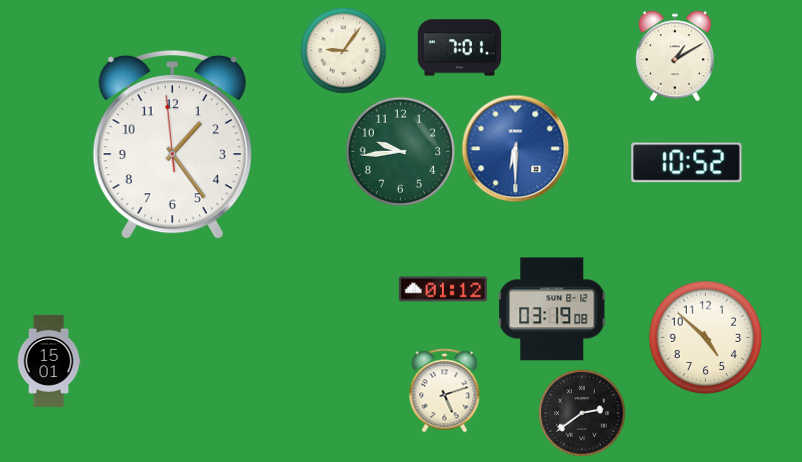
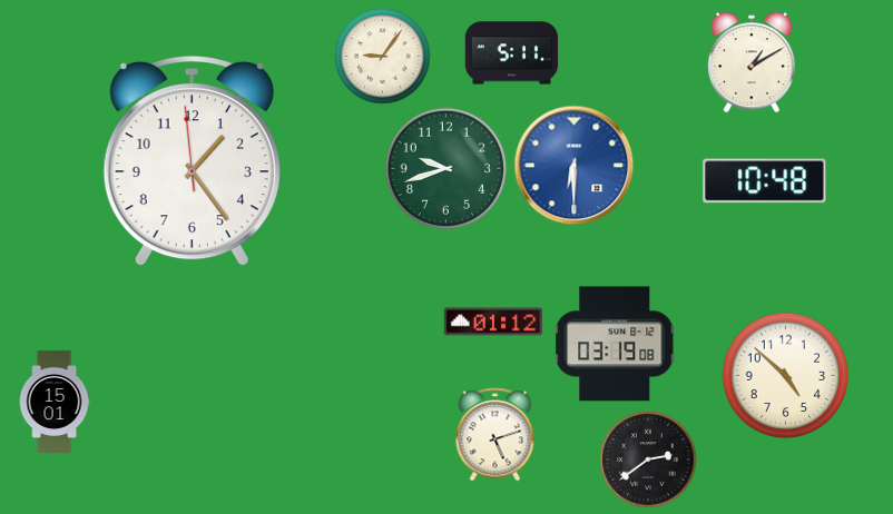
clock at (459, 48): 7:01 -> 5:11
clock at (400, 151): 9:44 -> 9:42
clock at (687, 163): 10:52 -> 10:48
